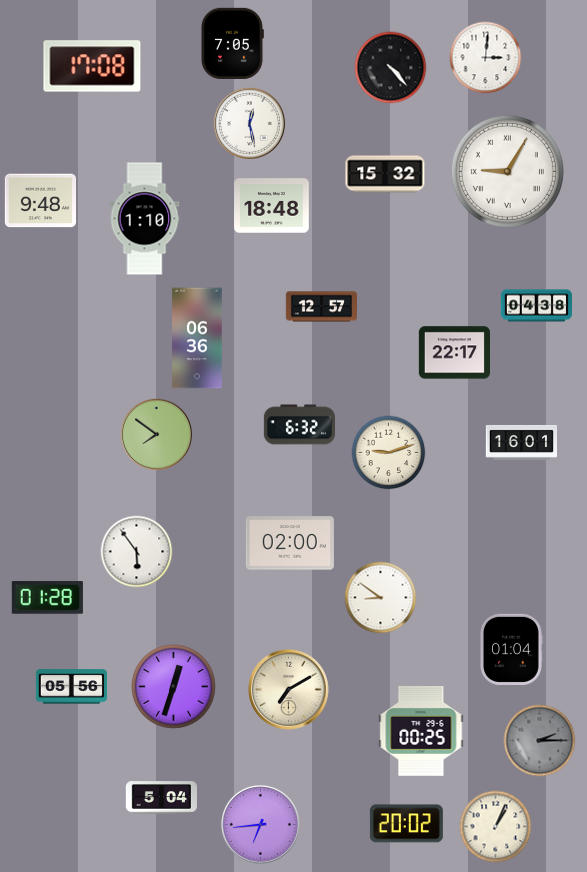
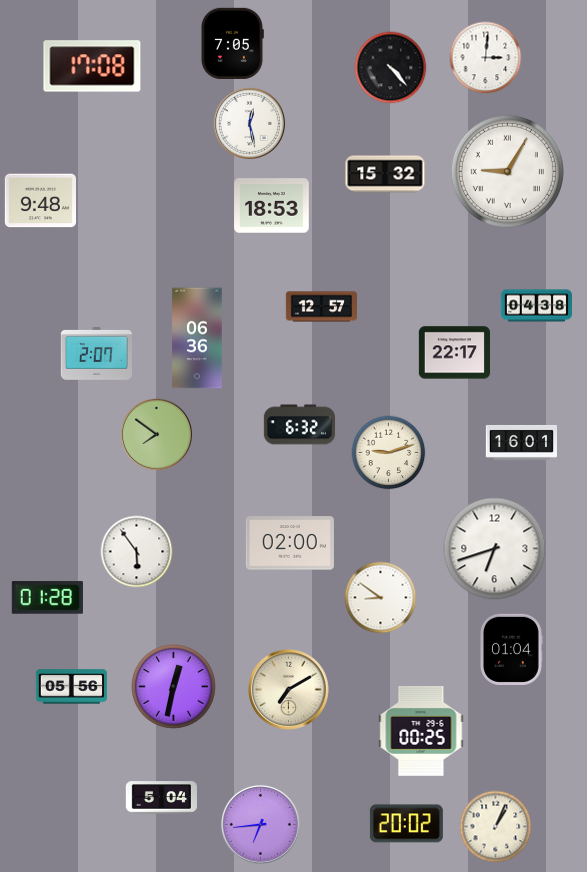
clock at (272, 206): 18:48 -> 18:53
clock at (145, 219): 1:10 -> none
clock at (96, 354): none -> 2:07
clock at (495, 549): none -> 6:42
clock at (174, 687): 12:33 -> 12:32
clock at (540, 741): 2:15 -> none
